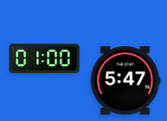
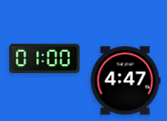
clock at (125, 81): 5:47 -> 4:47
